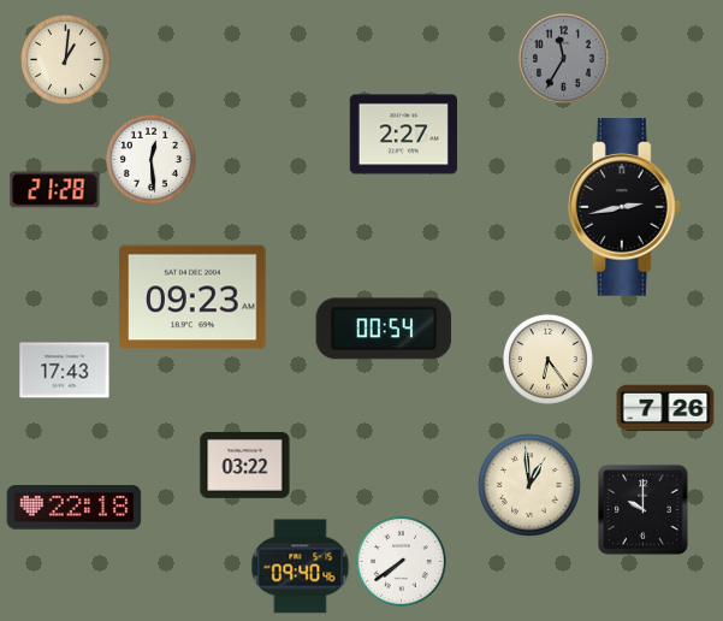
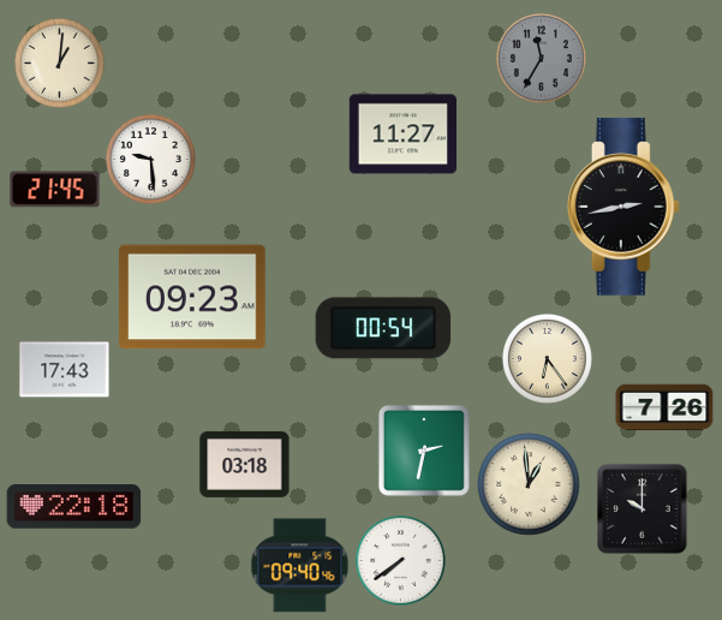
clock at (563, 58) position: (563, 58) -> (541, 58)
clock at (65, 59) position: (65, 59) -> (59, 62)
clock at (403, 135): 2:27 -> 11:27
clock at (150, 159): 12:29 -> 9:29
clock at (55, 190): 21:28 -> 21:45
clock at (424, 451): none -> 2:32
clock at (245, 465): 03:22 -> 03:18
